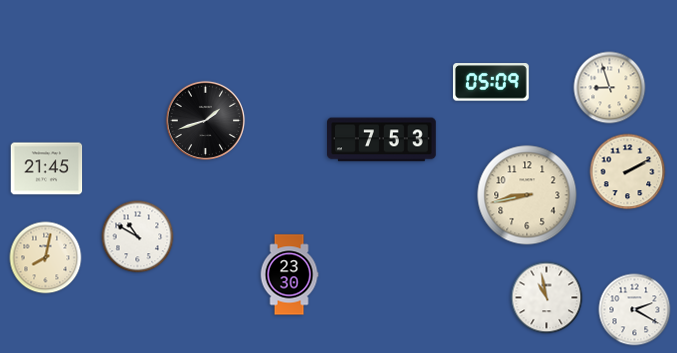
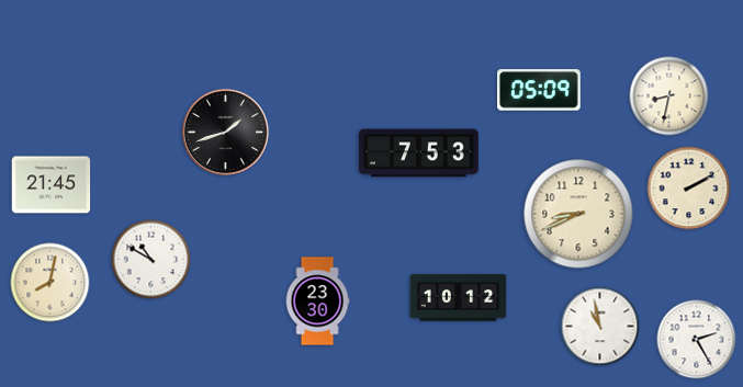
clock at (610, 88): 8:57 -> 8:32
clock at (527, 195): 8:43 -> 8:41
clock at (459, 298): none -> 10:12
clock at (635, 310): 2:20 -> 2:25
